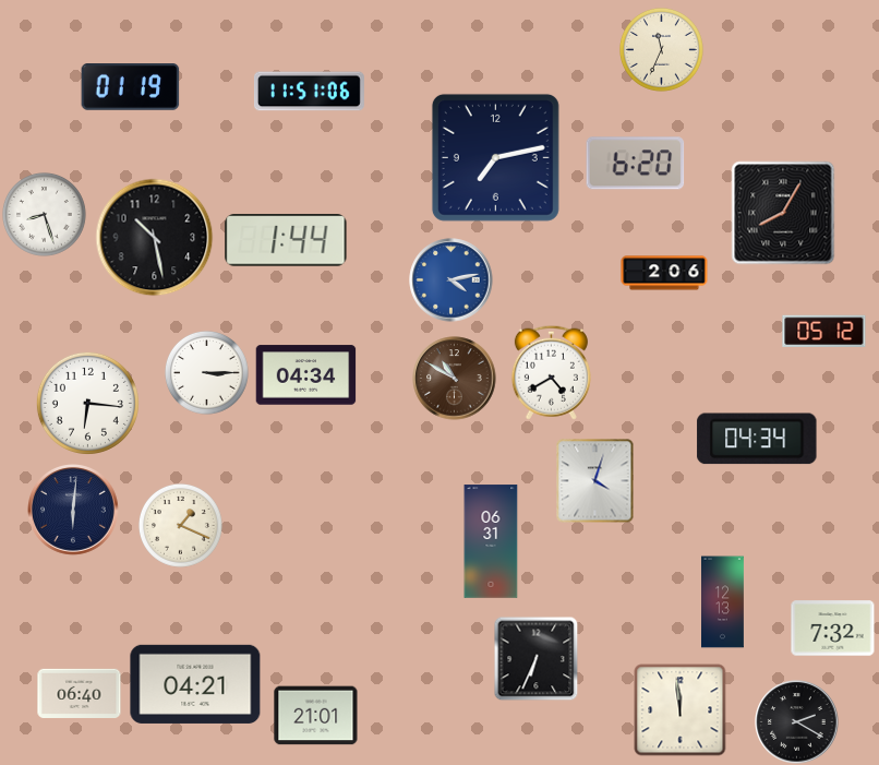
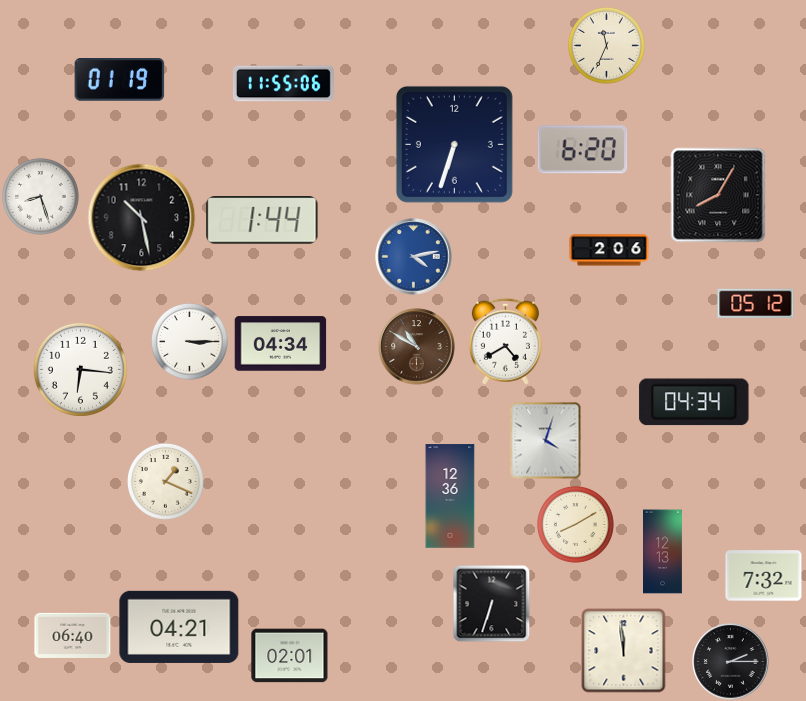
clock at (309, 92): 11:51 -> 11:55
clock at (495, 157): 7:13 -> 6:33
clock at (74, 511): 6:01 -> none
clock at (491, 541): 06:31 -> 12:36
clock at (575, 524): none -> 8:10
clock at (535, 658): 6:34 -> 6:33
clock at (316, 716): 21:01 -> 02:01
clock at (797, 722): 2:20 -> 2:15
